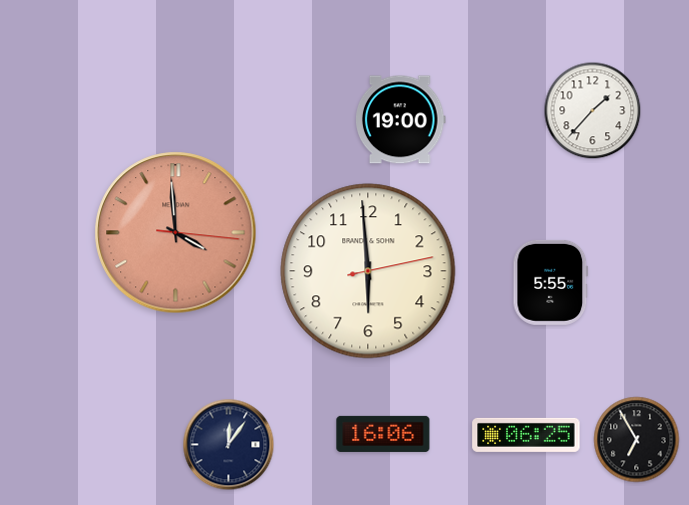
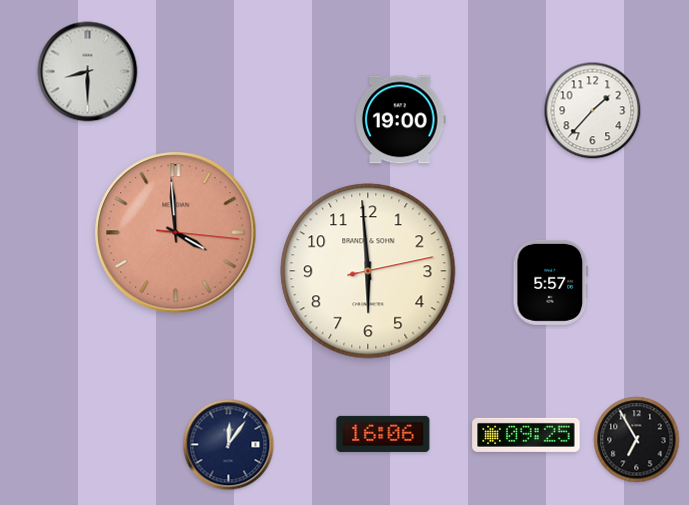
clock at (88, 72): none -> 8:30
clock at (551, 282): 5:55 -> 5:57
clock at (526, 435): 06:25 -> 09:25
